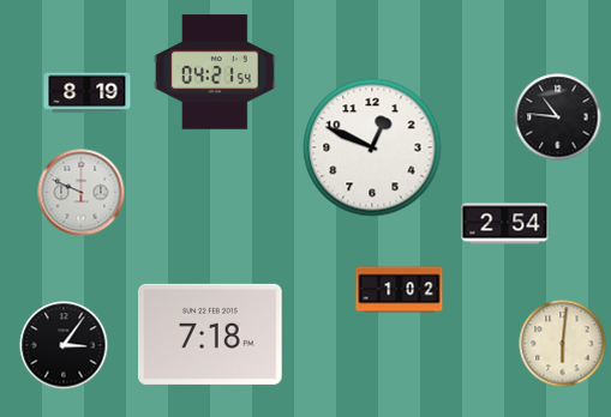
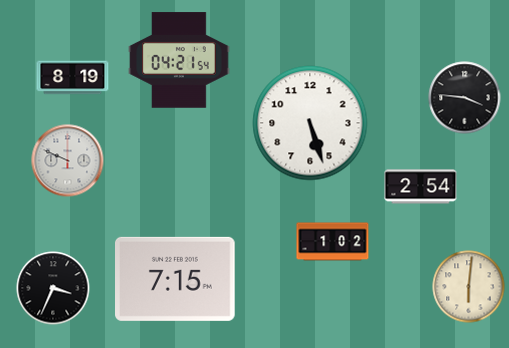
clock at (558, 117): 10:46 -> 3:46
clock at (372, 147): 12:49 -> 5:27
clock at (211, 334): 7:18 -> 7:15
clock at (64, 345): 3:06 -> 3:34
